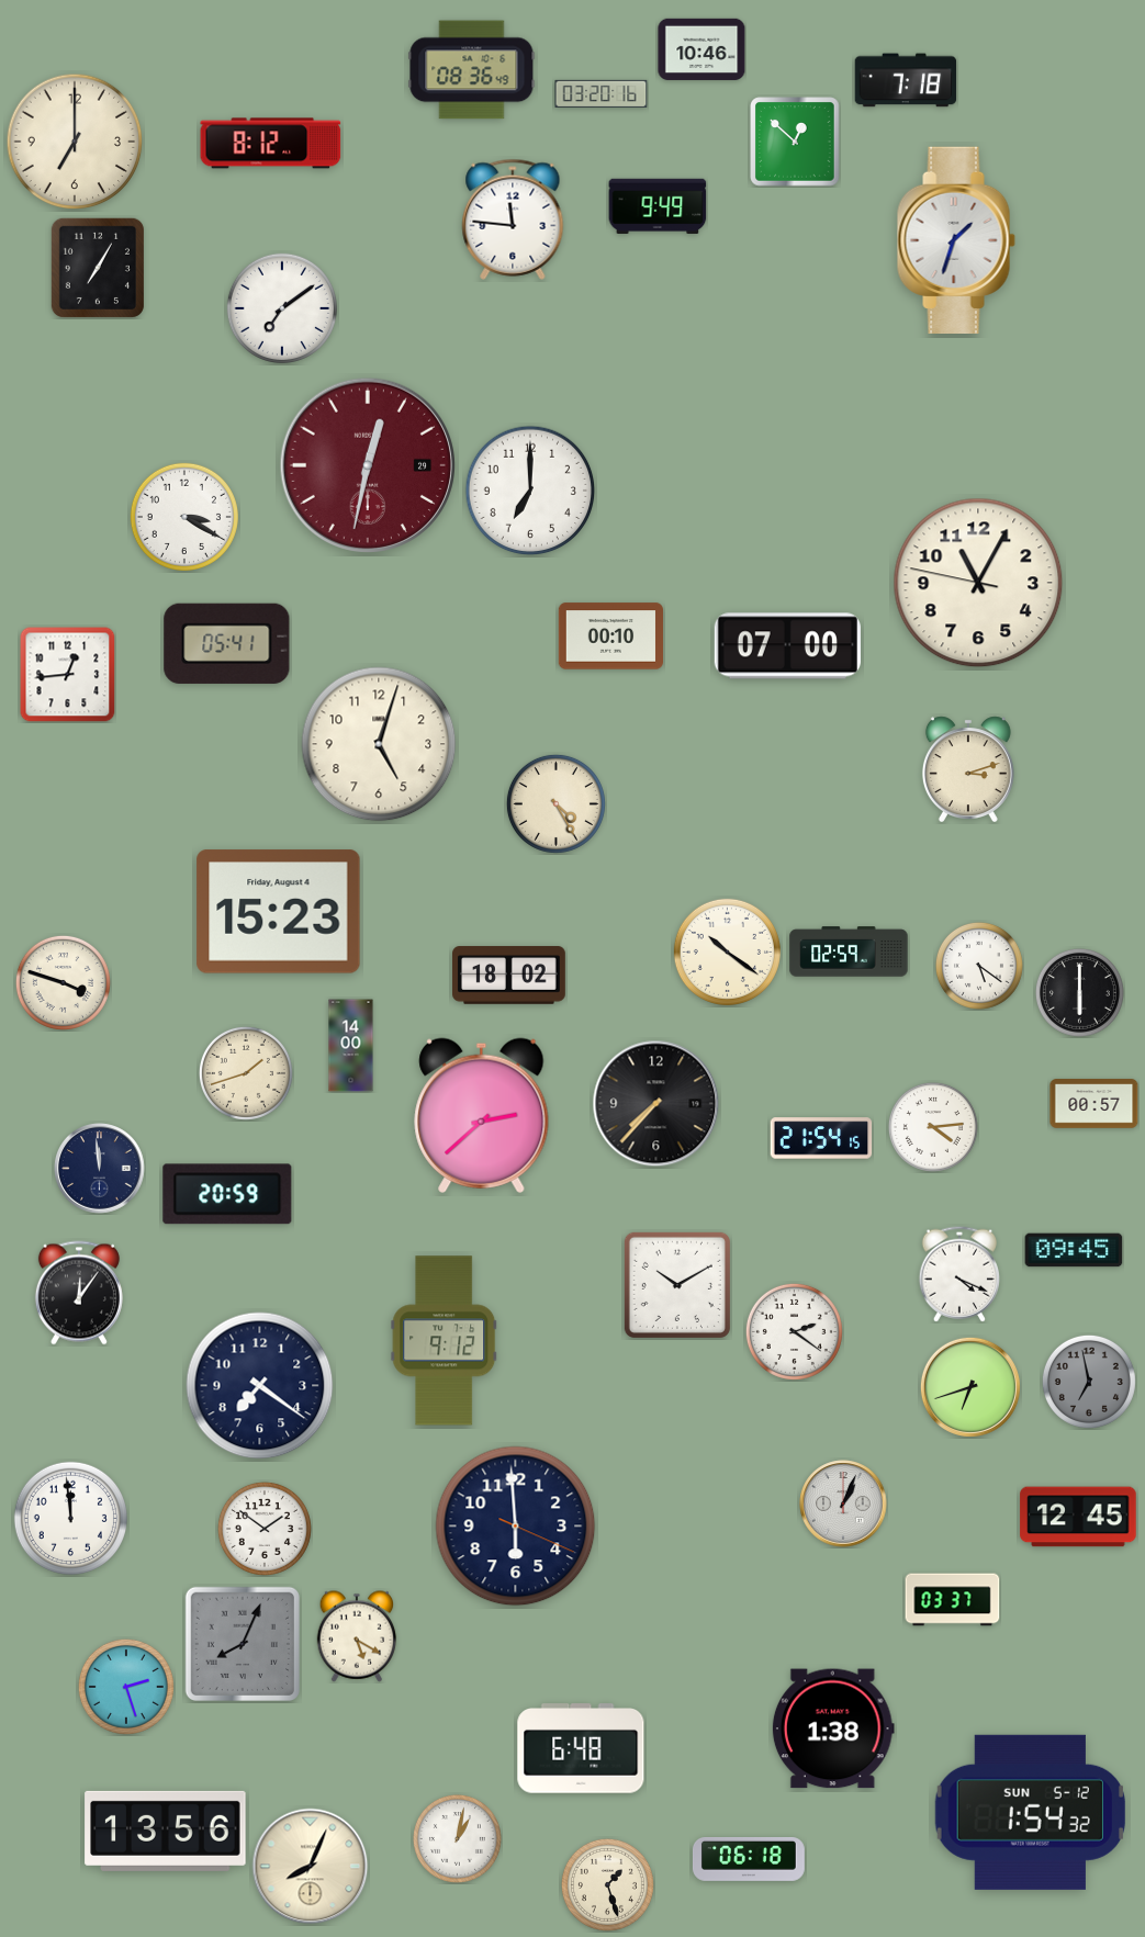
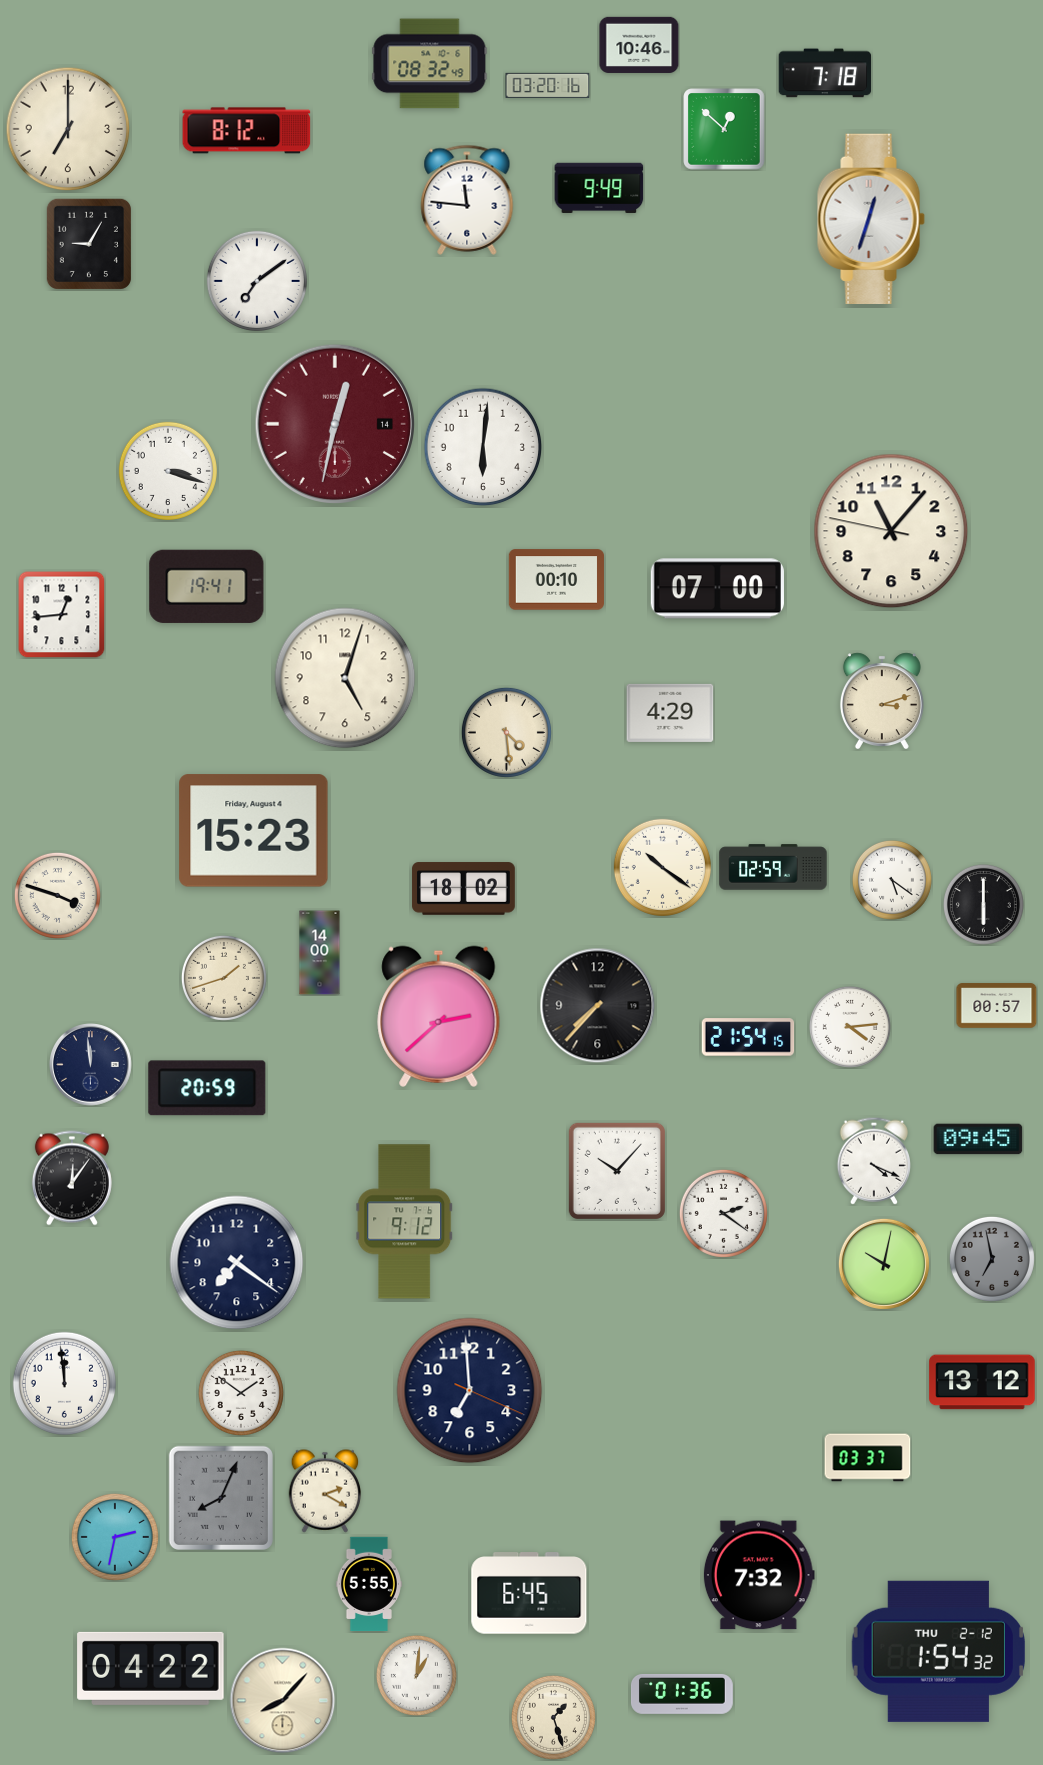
clock at (472, 70): 08:36 -> 08:32
clock at (956, 239): 1:33 -> 12:33
clock at (98, 268): 7:05 -> 9:05
clock at (368, 465) date: 29 -> 14
clock at (530, 491): 7:00 -> 6:01
clock at (184, 517): 3:20 -> 3:18
clock at (978, 583): 11:04 -> 11:06
clock at (227, 643): 05:41 -> 19:41
clock at (670, 713): none -> 4:29
clock at (555, 803): 4:25 -> 4:29
clock at (677, 1285): 10:10 -> 10:07
clock at (970, 1387): 6:42 -> 10:02
clock at (843, 1504): 1:04 -> none
clock at (1078, 1517): 12:45 -> 13:12
clock at (516, 1527): 5:59 -> 6:59
clock at (357, 1636): 5:20 -> 2:20
clock at (126, 1687): 2:27 -> 2:32
clock at (833, 1728): 1:38 -> 7:32
clock at (369, 1584): none -> 5:55
clock at (581, 1748): 6:48 -> 6:45
clock at (1030, 1812) date: SUN 5-12 -> THU 2-12
clock at (166, 1831): 13:56 -> 04:22
clock at (457, 1838): 1:02 -> 1:01
clock at (749, 1859): 06:18 -> 01:36
clock at (311, 1867): 8:04 -> 8:07
